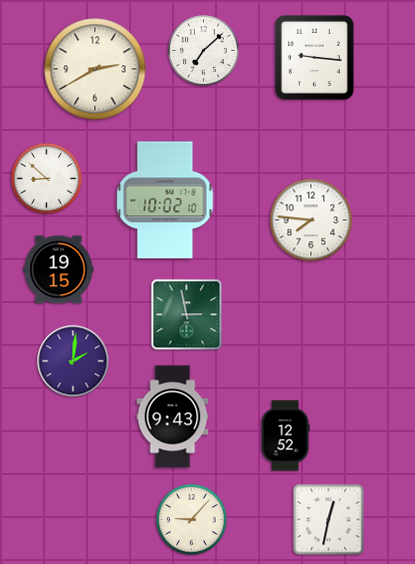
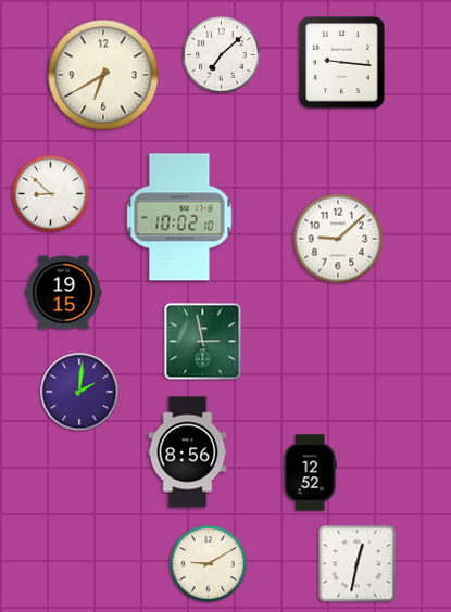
clock at (95, 69): 2:40 -> 6:40
clock at (311, 220): 7:46 -> 9:08
clock at (173, 417): 9:43 -> 8:56
clock at (192, 520): 9:07 -> 9:10
